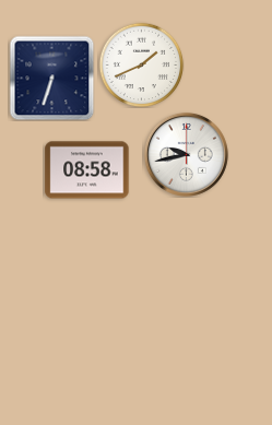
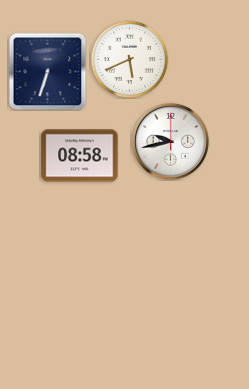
clock at (141, 64): 1:41 -> 5:41
